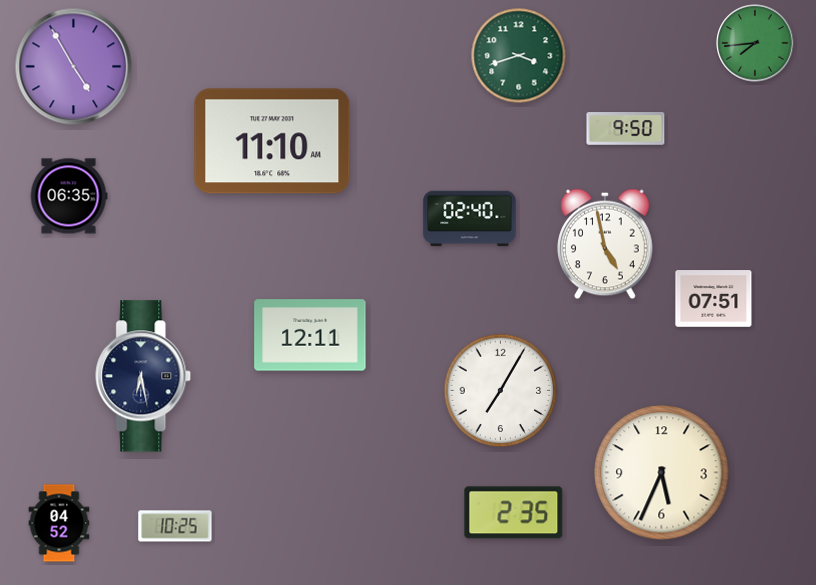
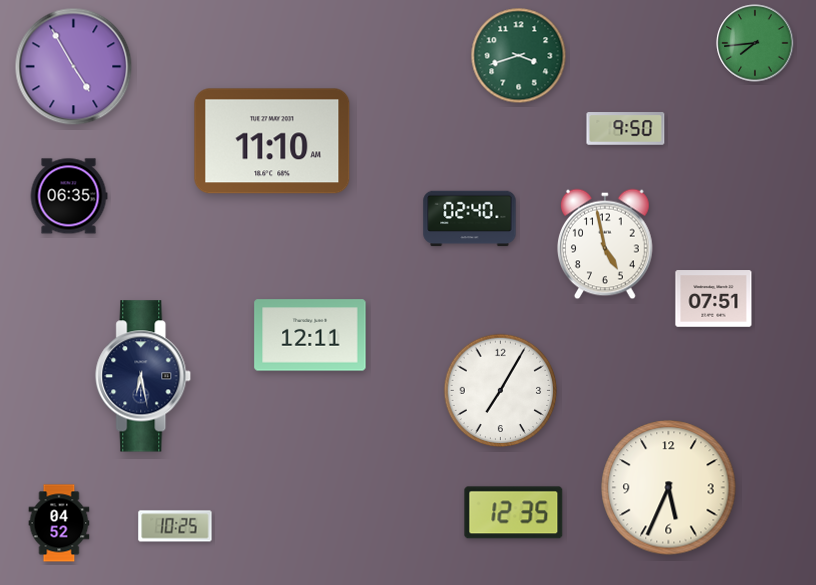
clock at (662, 473) position: (662, 473) -> (669, 488)
clock at (514, 513): 2:35 -> 12:35
